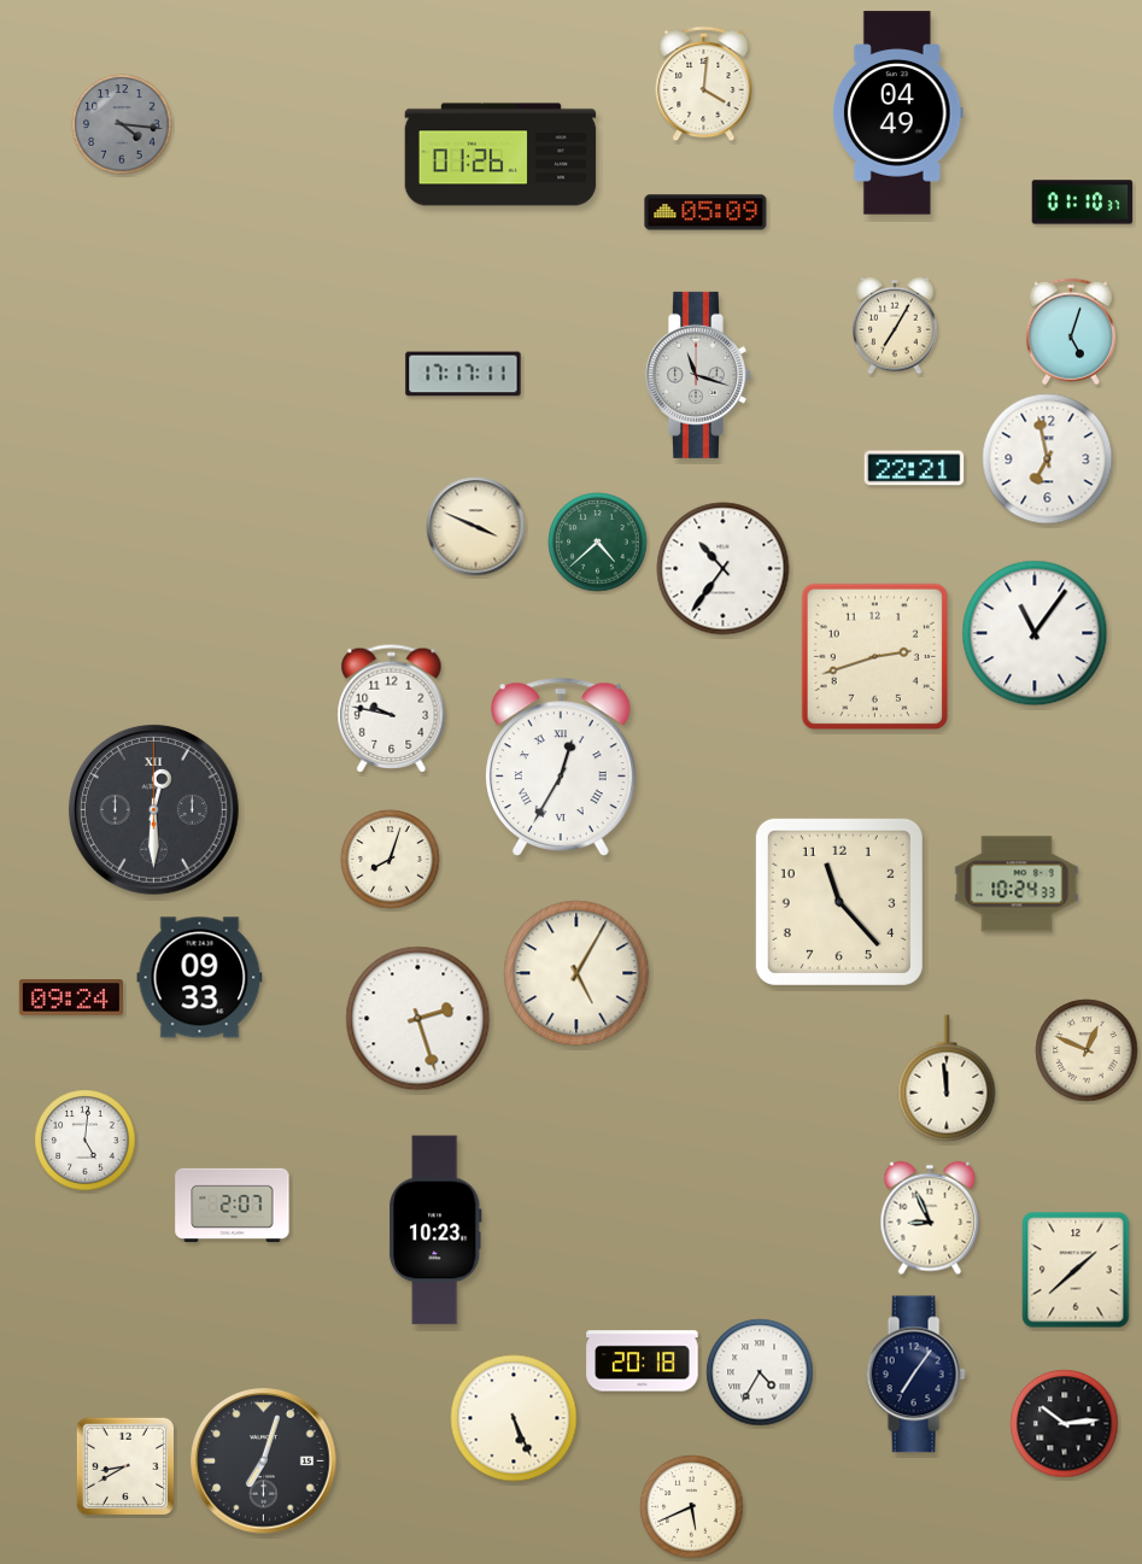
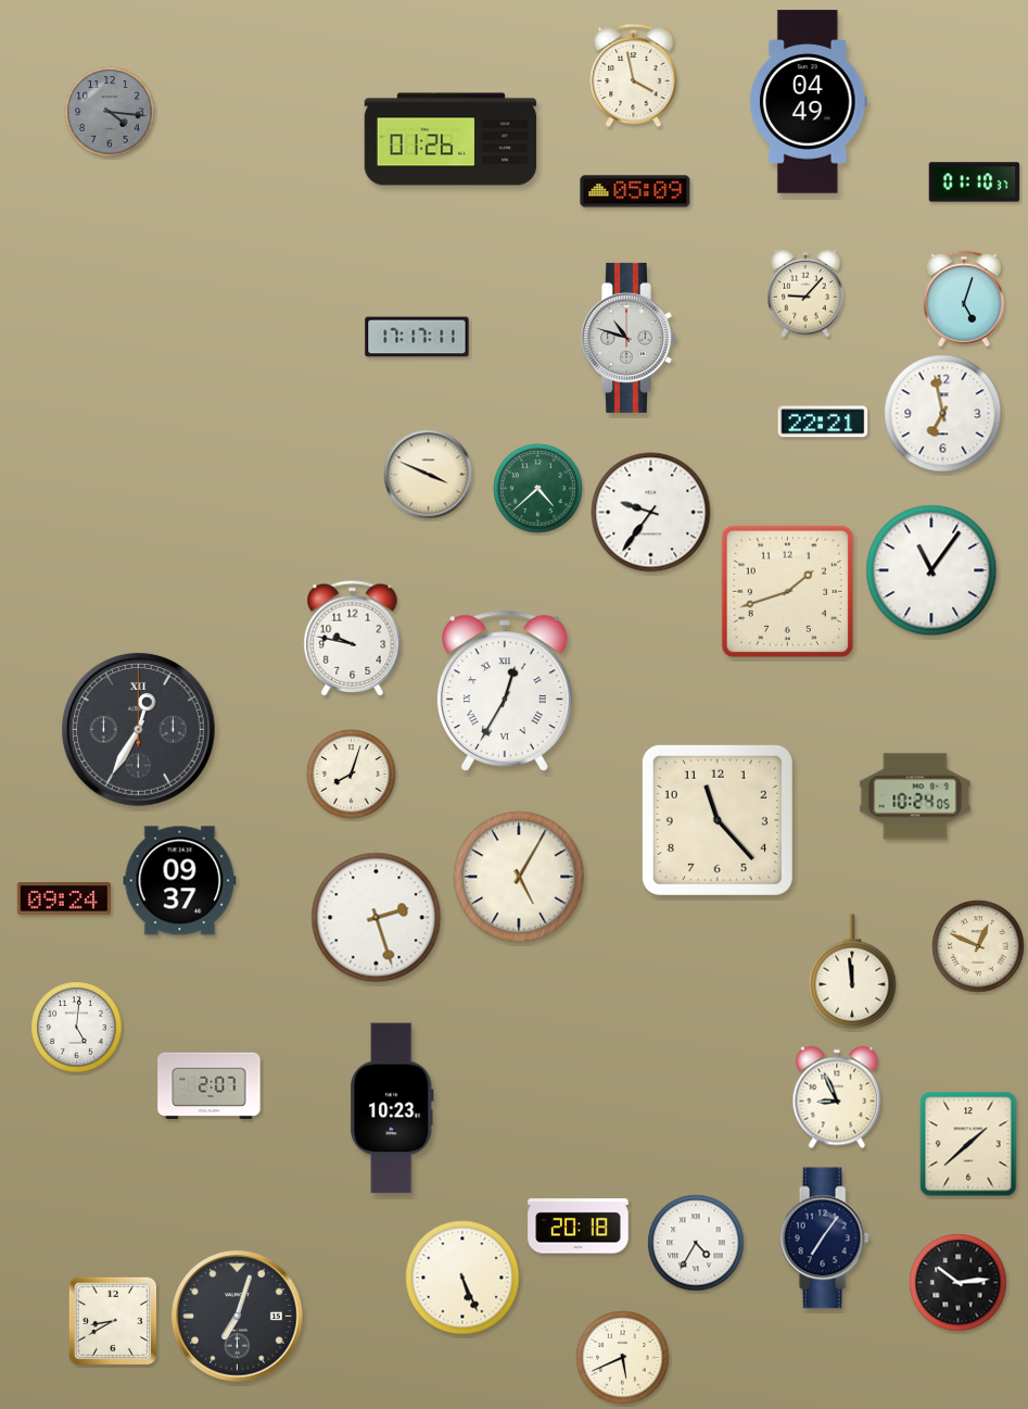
clock at (704, 84): 4:01 -> 3:58
clock at (895, 326): 7:05 -> 9:07
clock at (698, 375): 11:18 -> 10:48
clock at (724, 569): 10:36 -> 9:36
clock at (874, 656): 2:42 -> 1:42
clock at (153, 809): 12:30 -> 12:35
clock at (1017, 884): 10:24:33 -> 10:24:05
clock at (839, 902) position: (839, 902) -> (718, 820)
clock at (200, 978): 09:33 -> 09:37
clock at (760, 1372) position: (760, 1372) -> (696, 1243)
